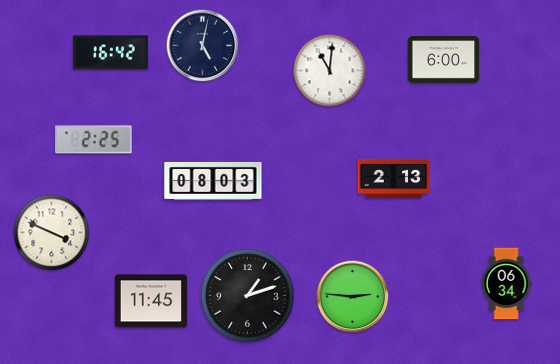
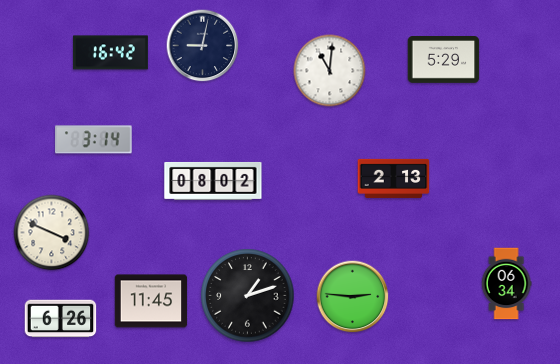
clock at (203, 46): 5:02 -> 9:02
clock at (444, 60): 6:00 -> 5:29
clock at (94, 140): 2:25 -> 3:14
clock at (213, 181): 08:03 -> 08:02
clock at (61, 319): none -> 6:26
